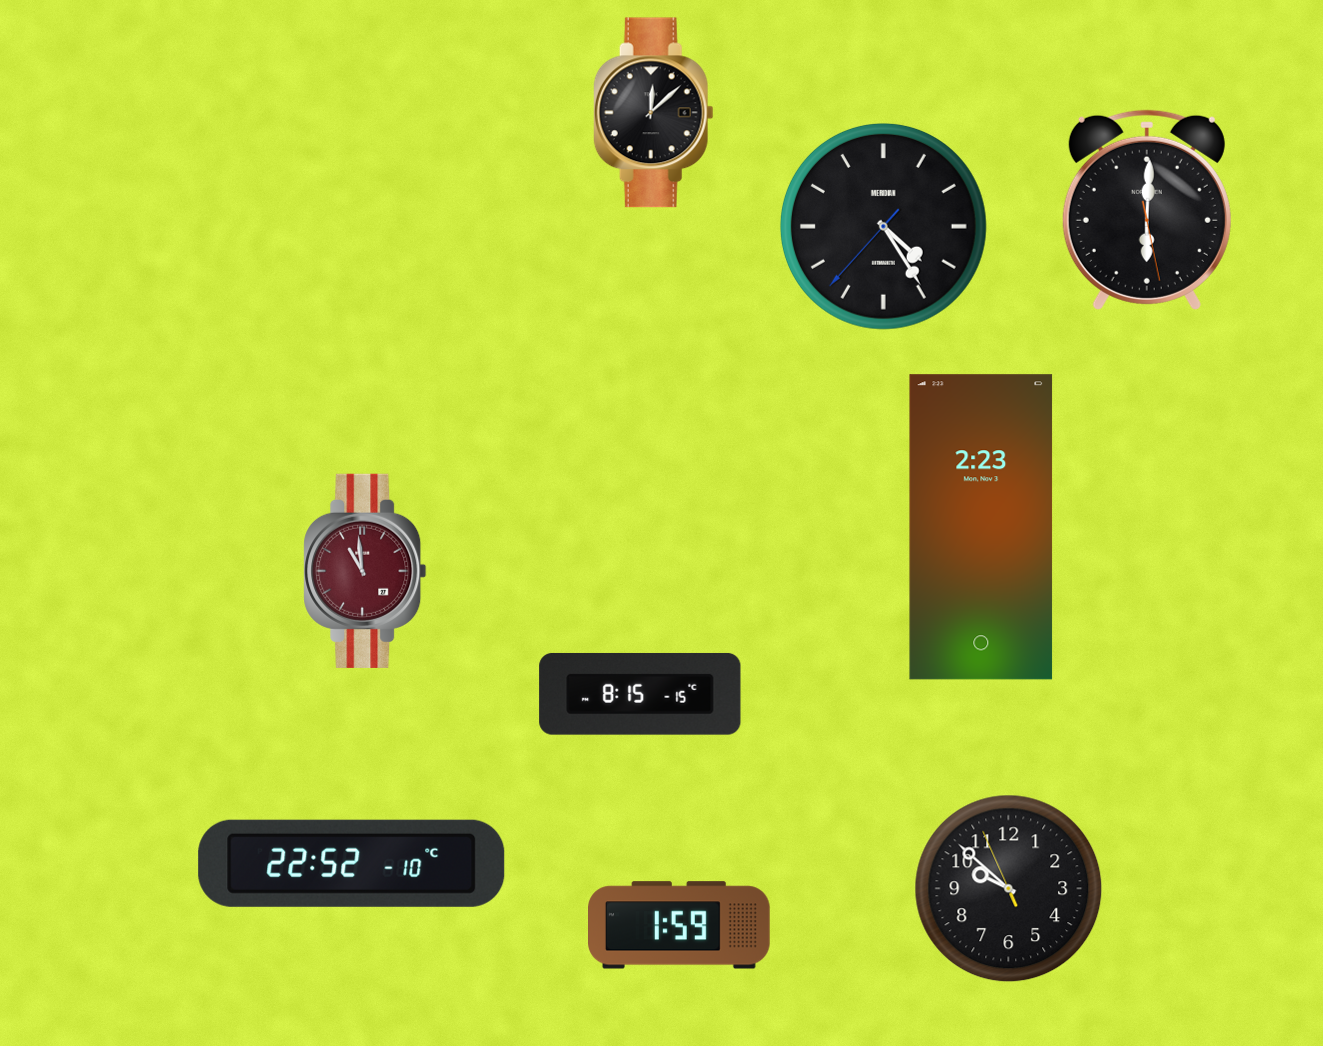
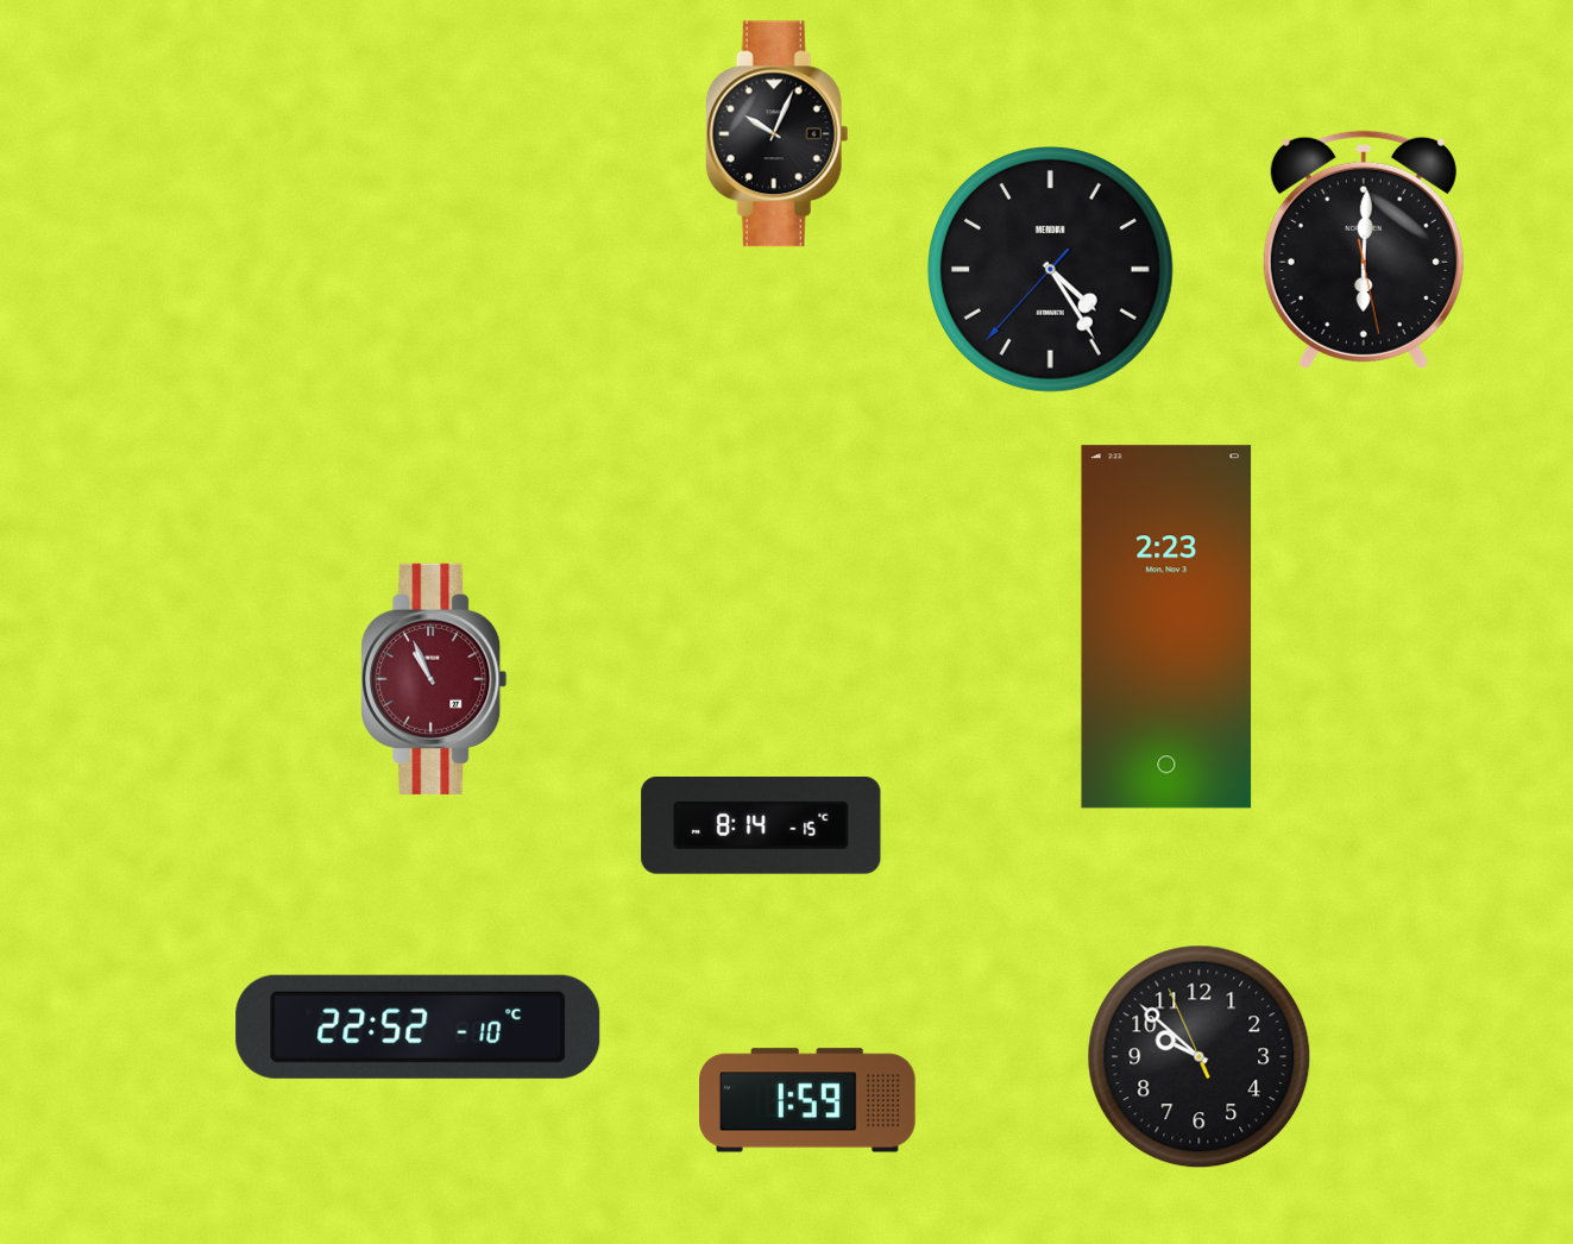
clock at (653, 113): 12:08 -> 10:04
clock at (365, 571): 10:59 -> 10:56
clock at (640, 694): 8:15 -> 8:14
